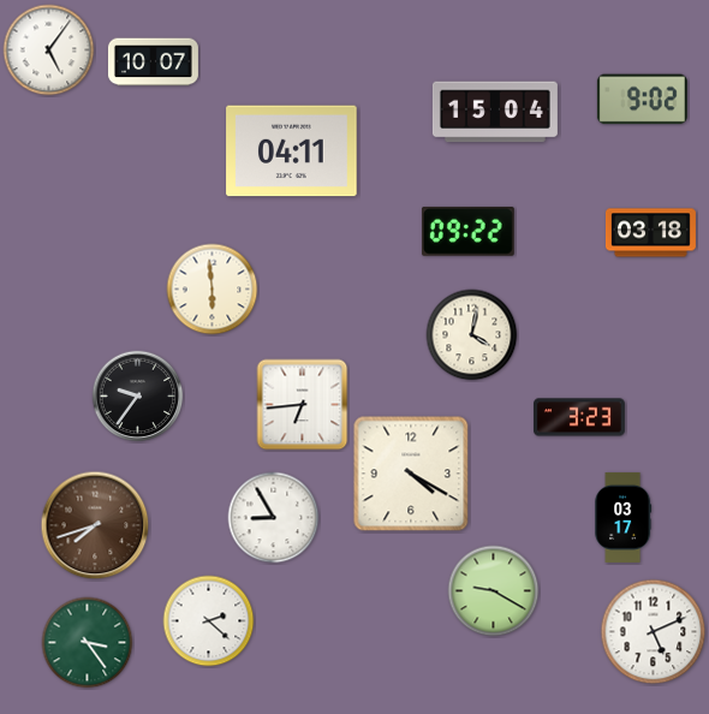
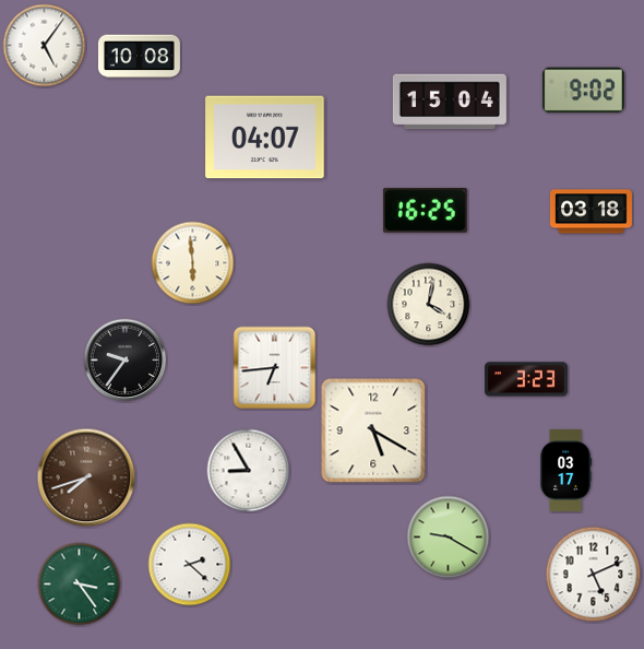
clock at (153, 63): 10:07 -> 10:08
clock at (292, 151): 04:11 -> 04:07
clock at (467, 232): 09:22 -> 16:25
clock at (411, 474): 4:20 -> 5:20
